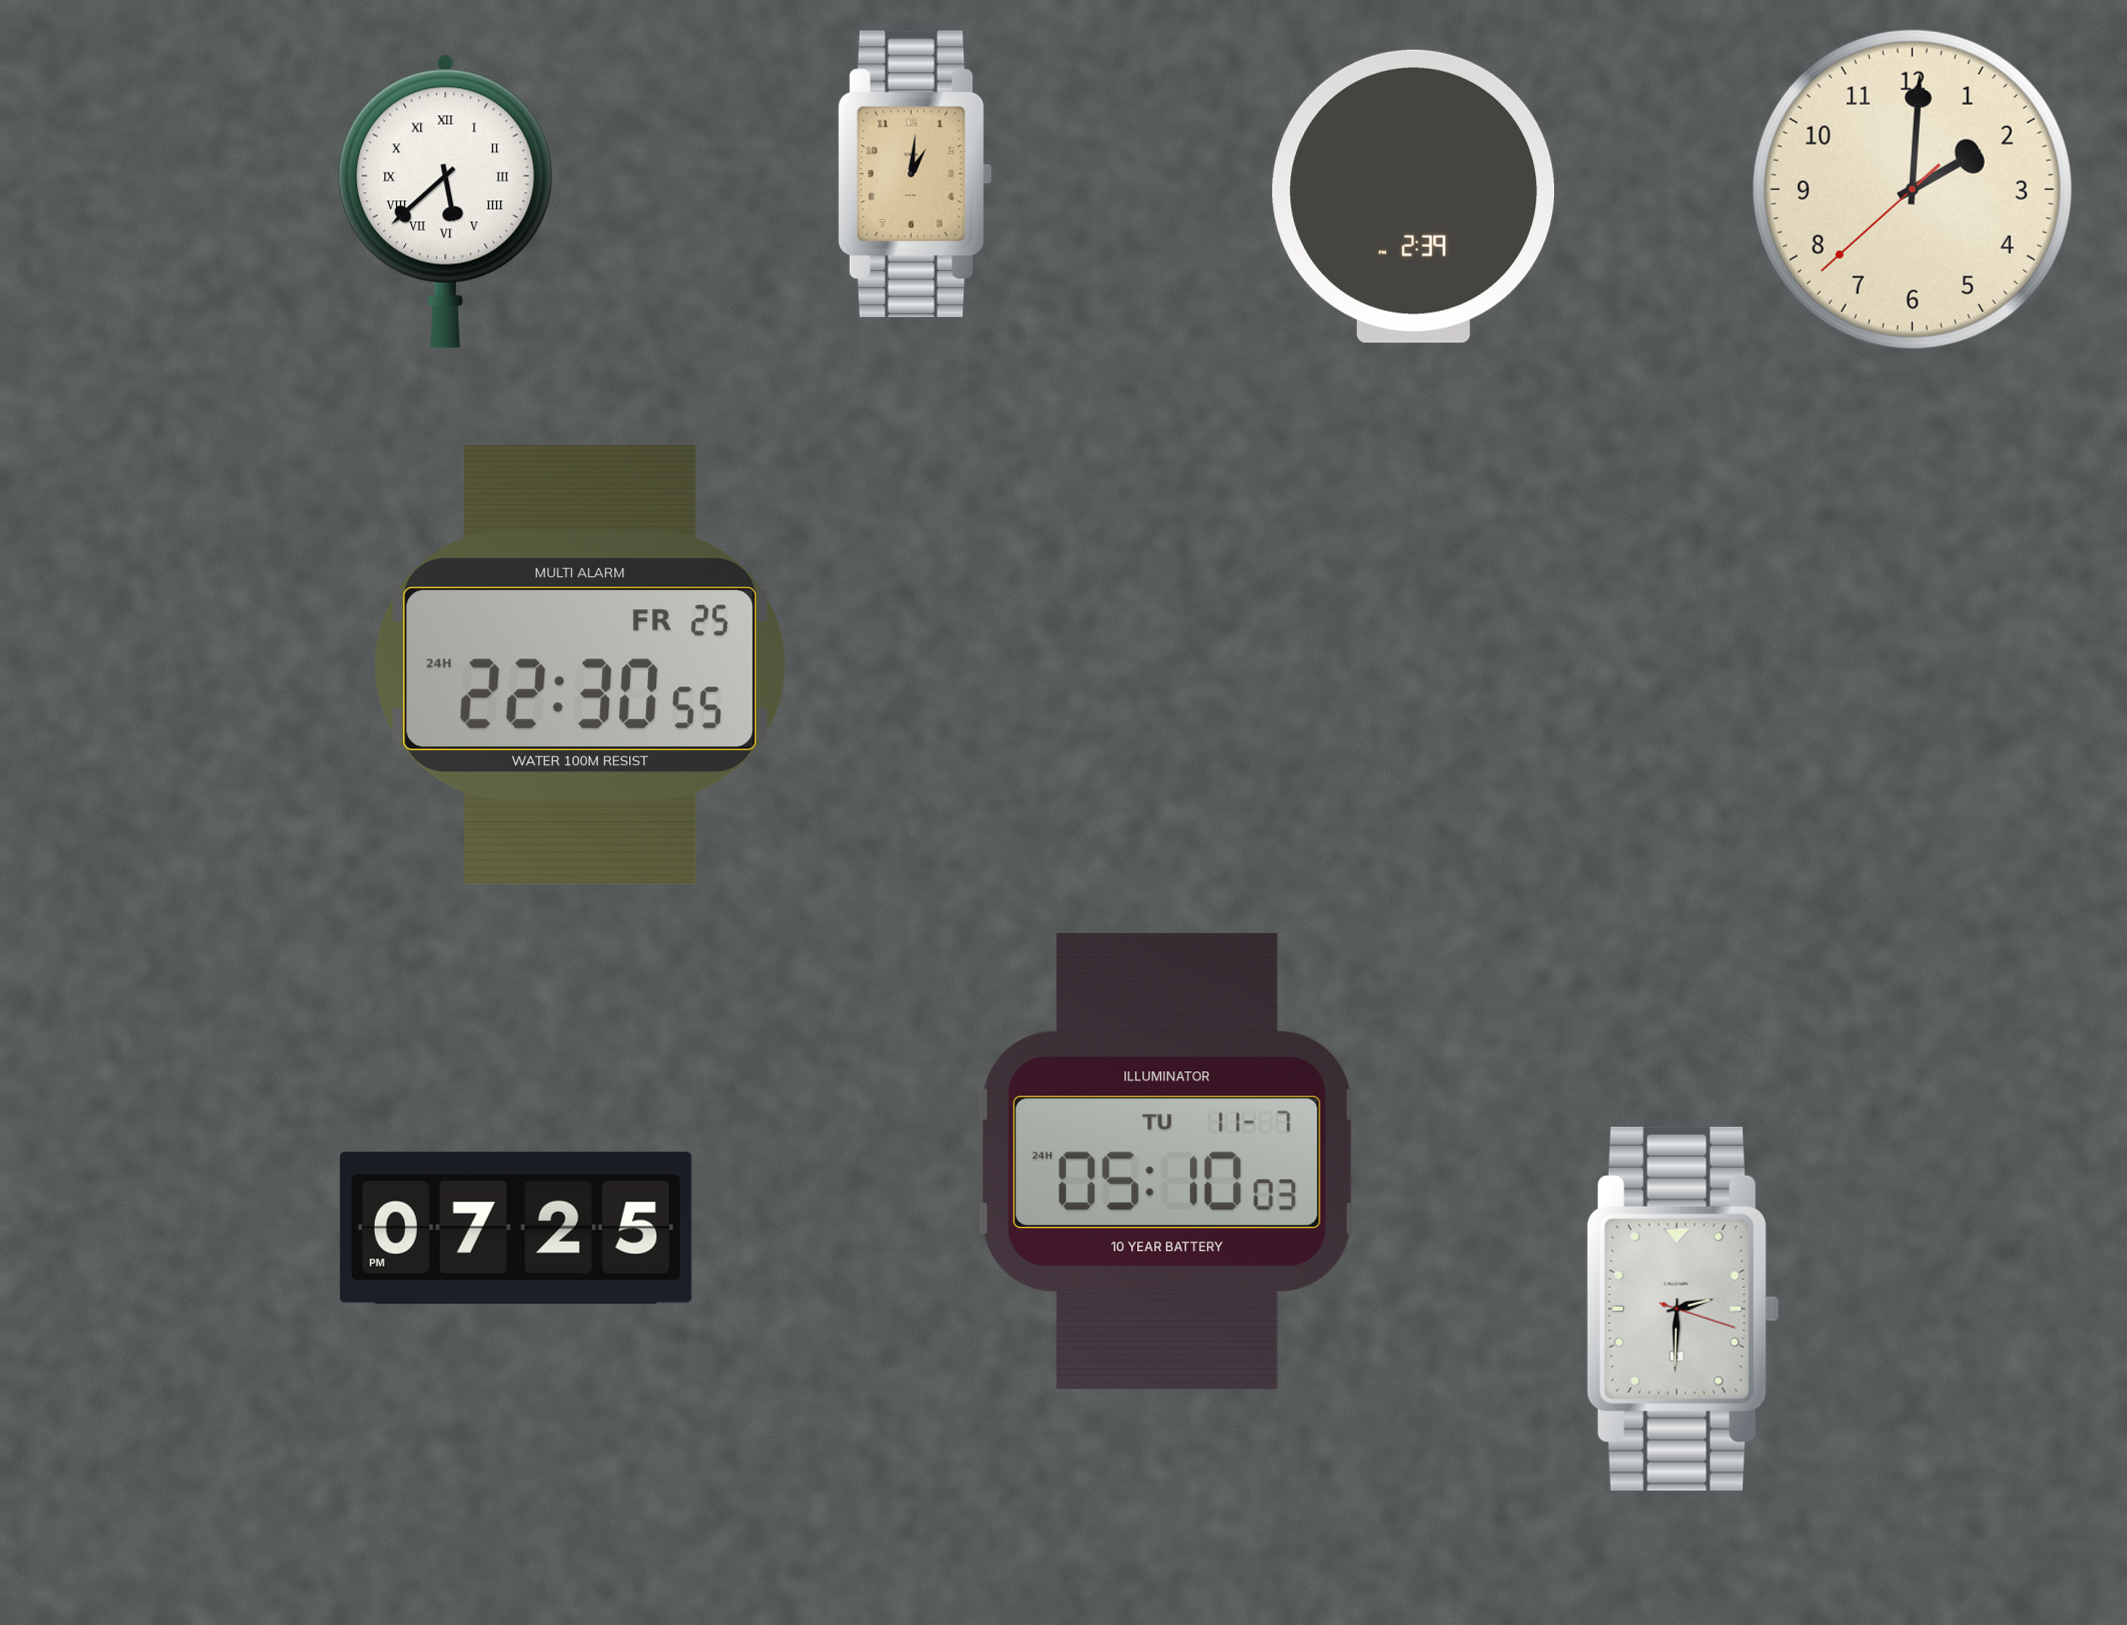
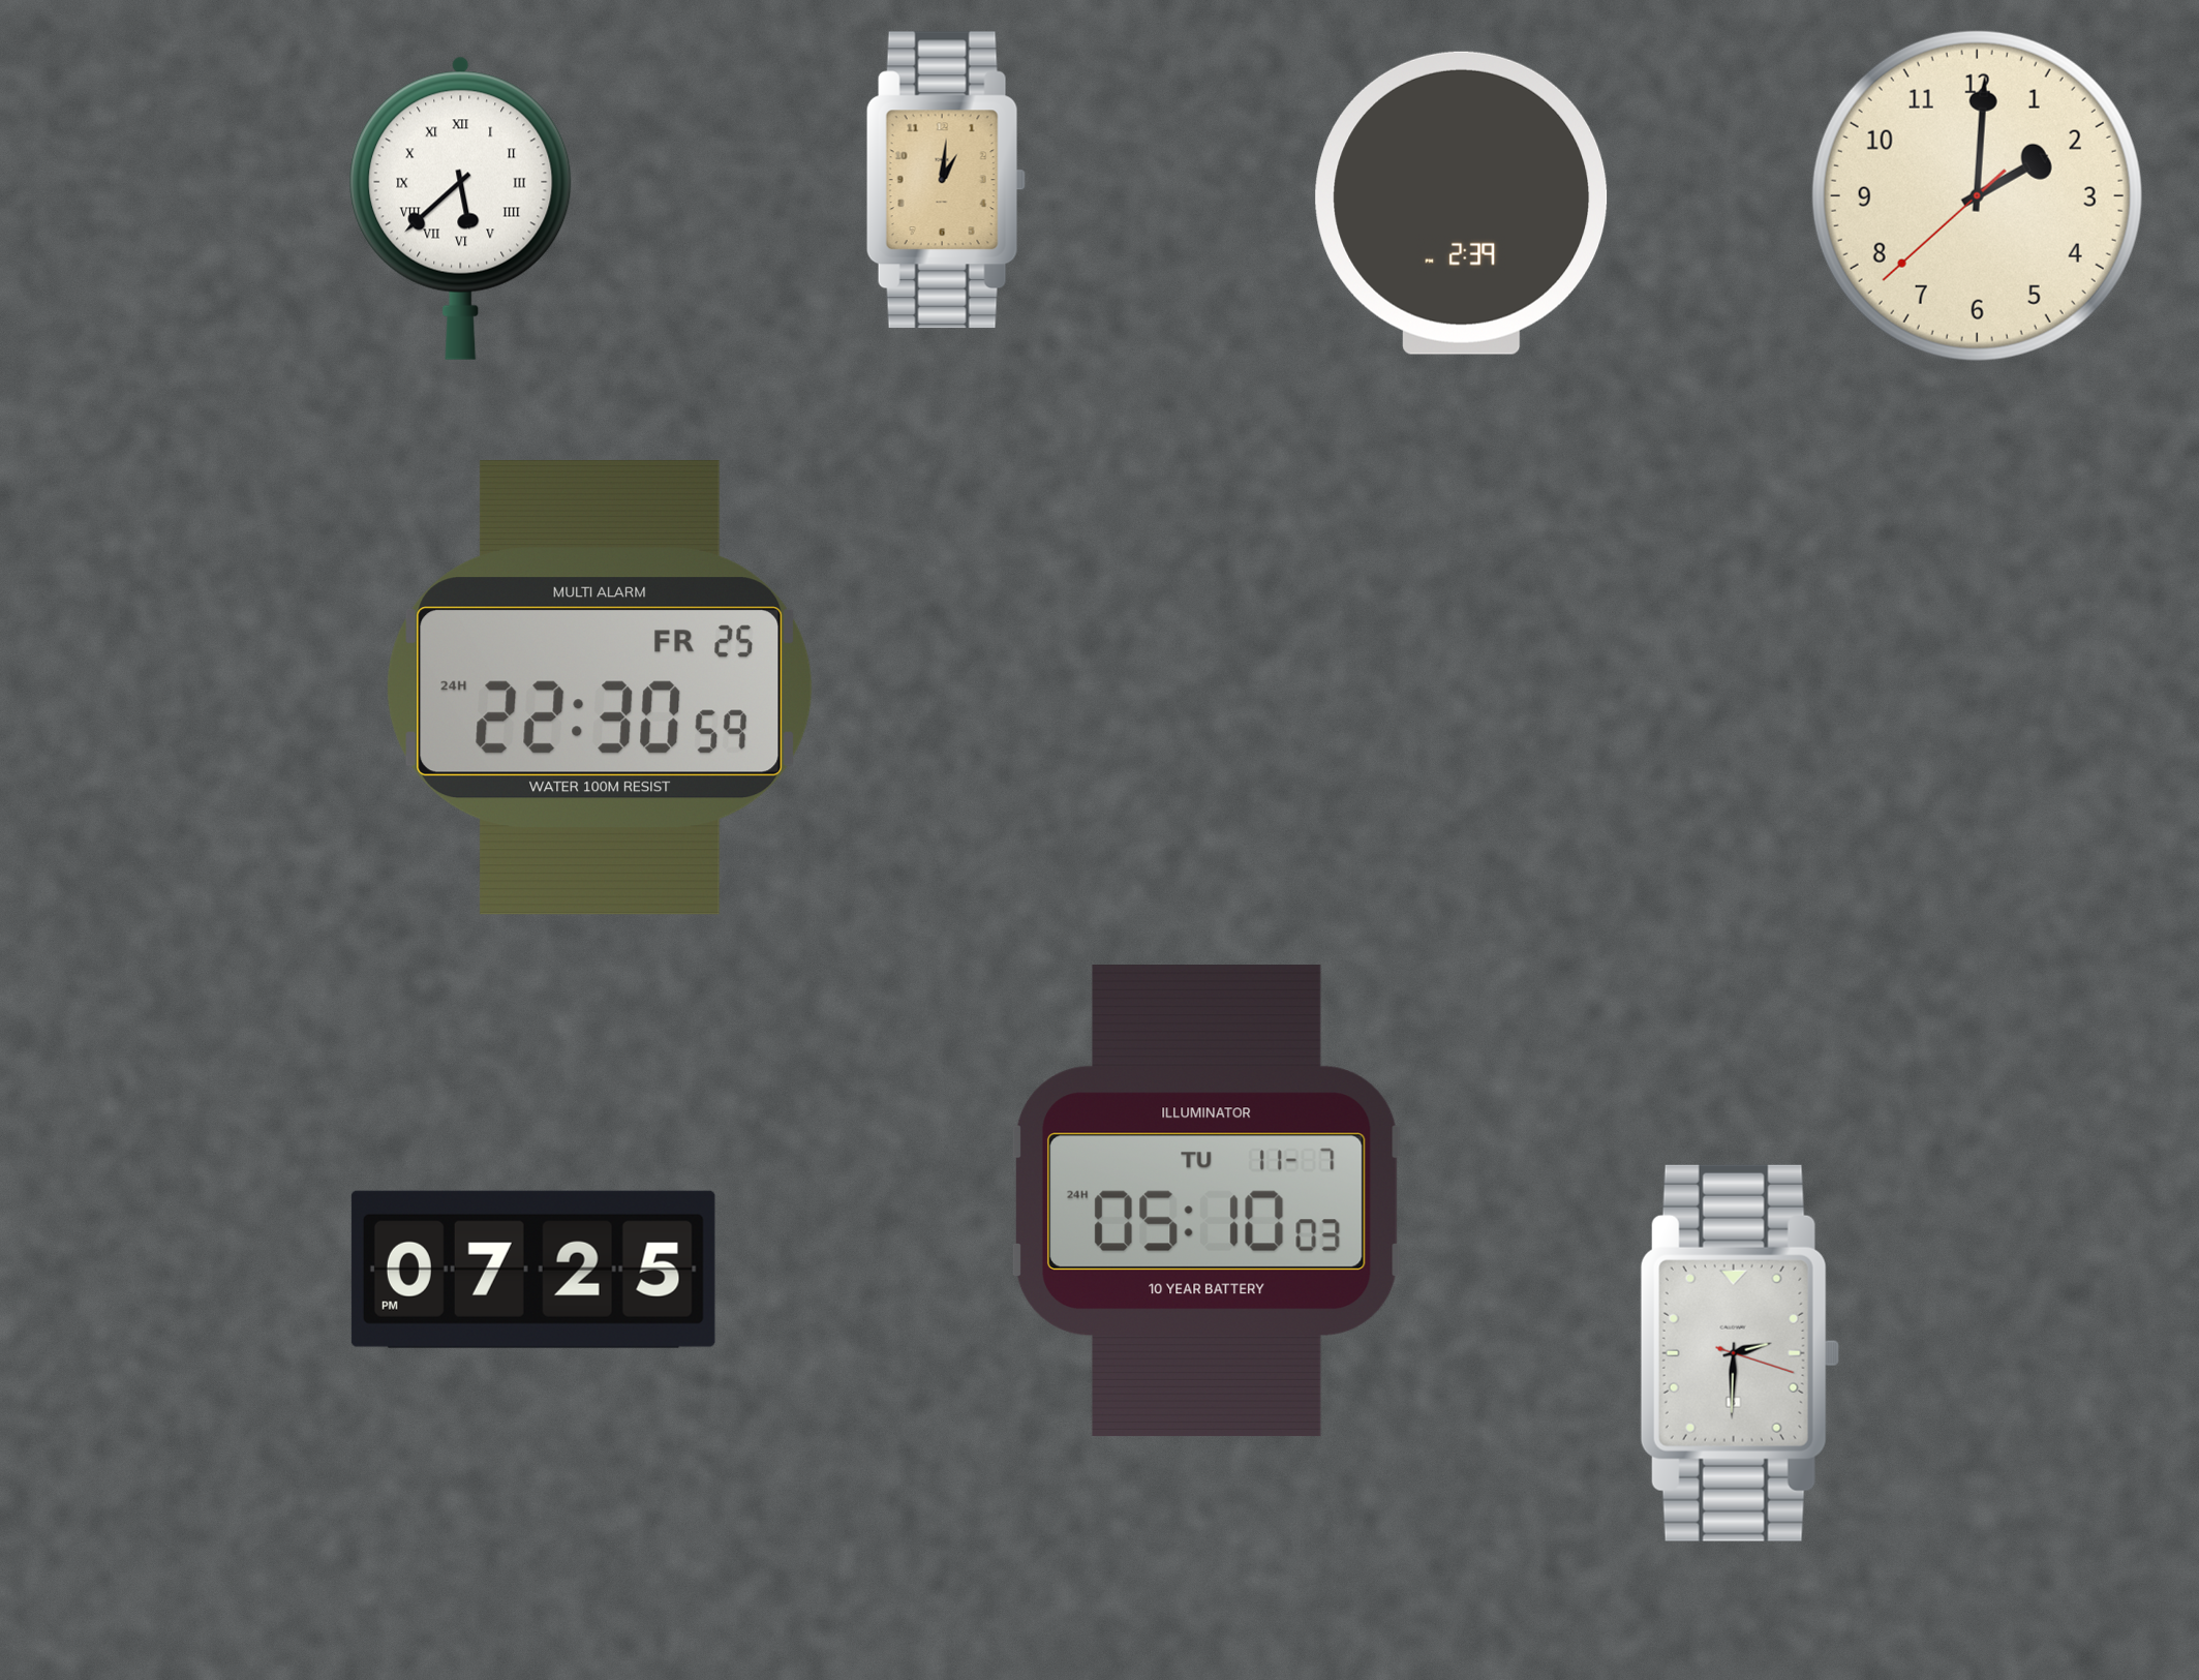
clock at (580, 665): 22:30:55 -> 22:30:59
